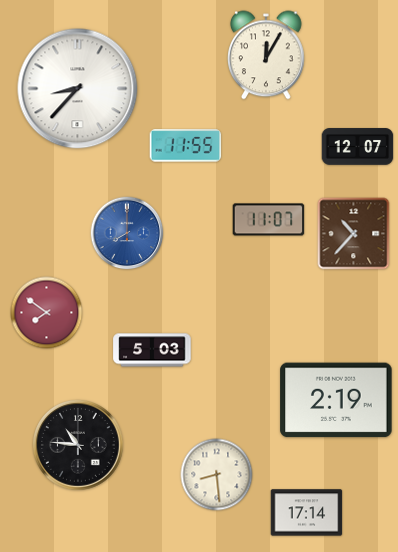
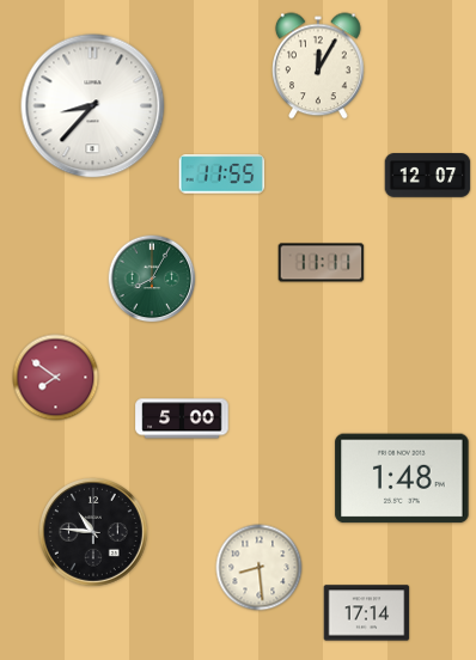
clock at (269, 220): 11:07 -> 11:11
clock at (127, 233): 8:00 -> 8:05
clock at (127, 233) dial: blue -> green
clock at (354, 234): 10:37 -> none
clock at (47, 313) position: (47, 313) -> (56, 378)
clock at (152, 350): 5:03 -> 5:00
clock at (336, 400): 2:19 -> 1:48
